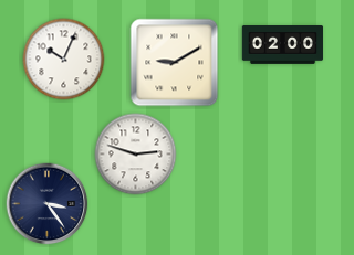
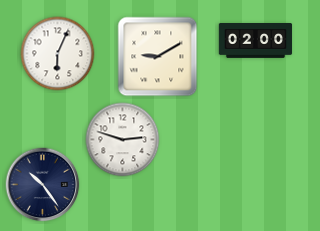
clock at (64, 60): 10:04 -> 6:04
clock at (48, 204): 3:24 -> 10:24
